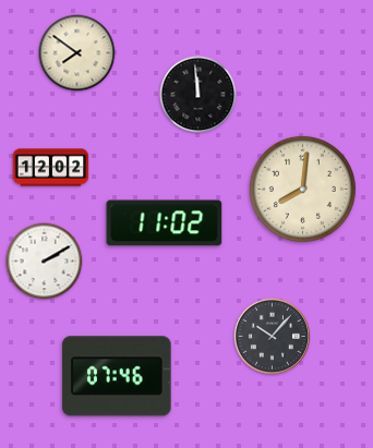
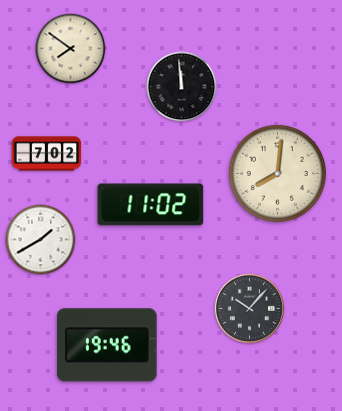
clock at (51, 168): 12:02 -> 7:02
clock at (45, 262): 2:10 -> 1:40
clock at (117, 376): 07:46 -> 19:46
